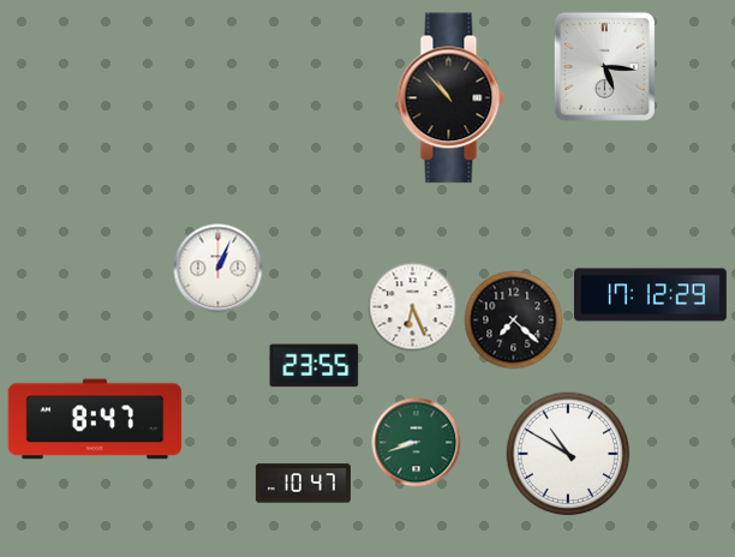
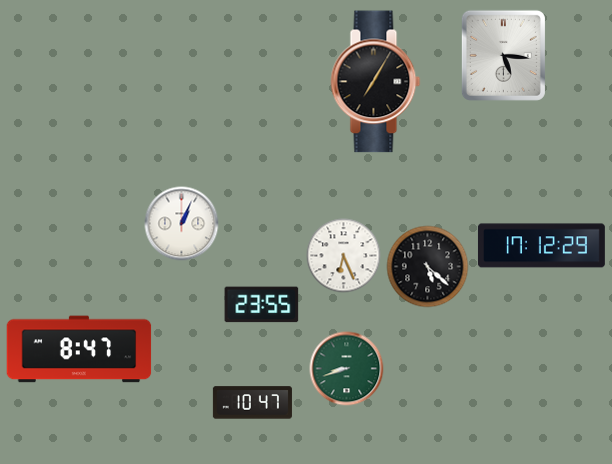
clock at (452, 98): 10:53 -> 7:05
clock at (514, 321): 7:22 -> 5:22
clock at (568, 454): 10:50 -> none
